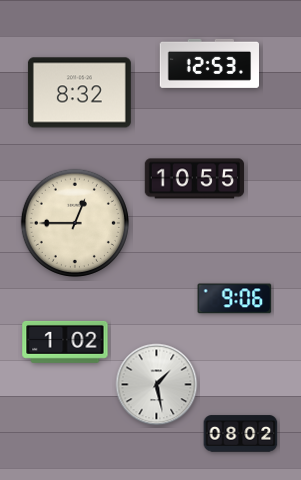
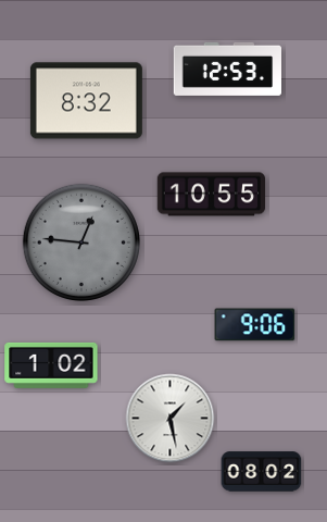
clock at (75, 223): 12:45 -> 12:46
clock at (75, 223) dial: cream -> grey
clock at (65, 342) position: (65, 342) -> (51, 365)
